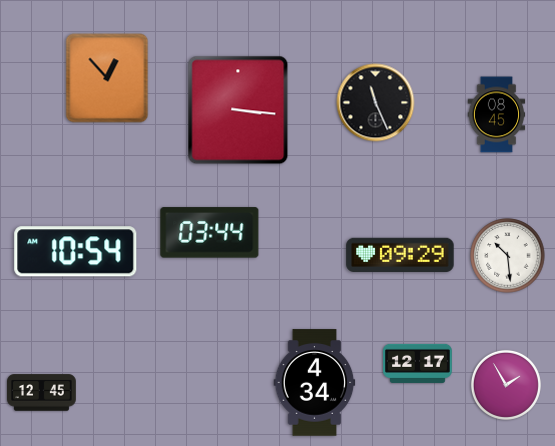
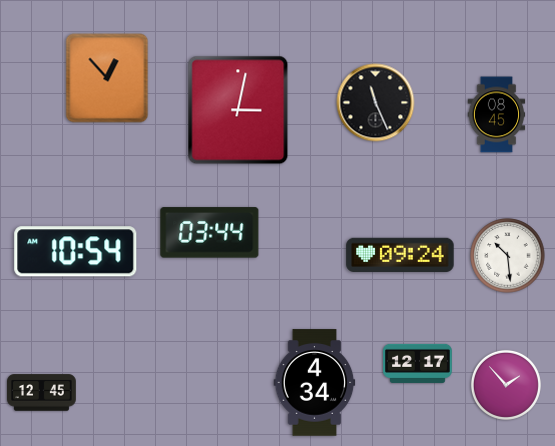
clock at (238, 110): 3:16 -> 3:02
clock at (400, 254): 09:29 -> 09:24
clock at (506, 385): 1:55 -> 1:53
